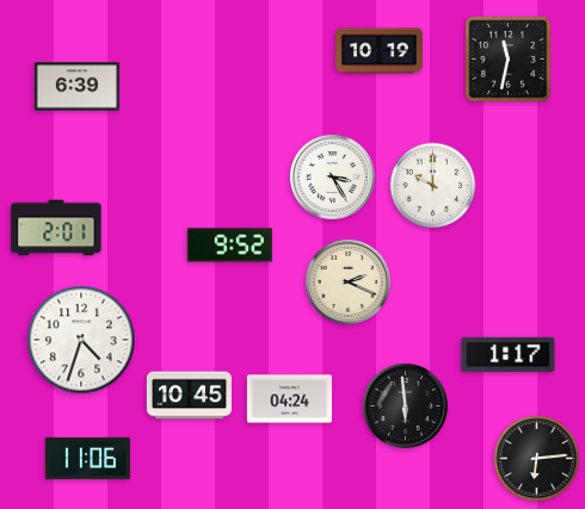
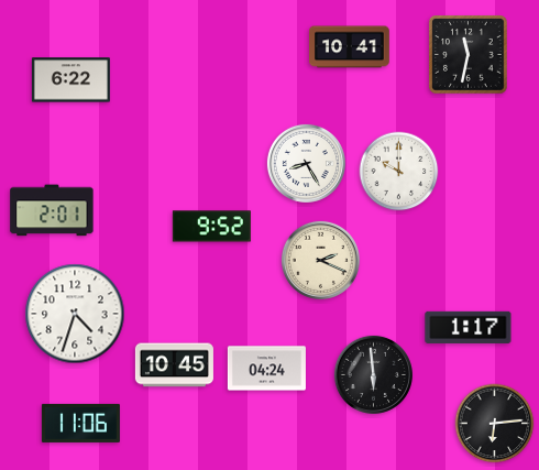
clock at (380, 51): 10:19 -> 10:41
clock at (76, 87): 6:39 -> 6:22
clock at (332, 176): 3:25 -> 8:25
